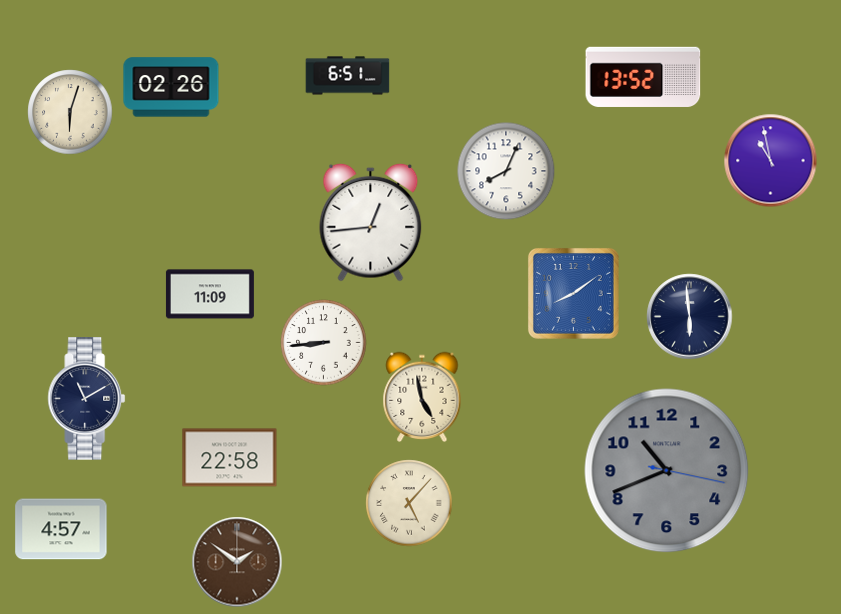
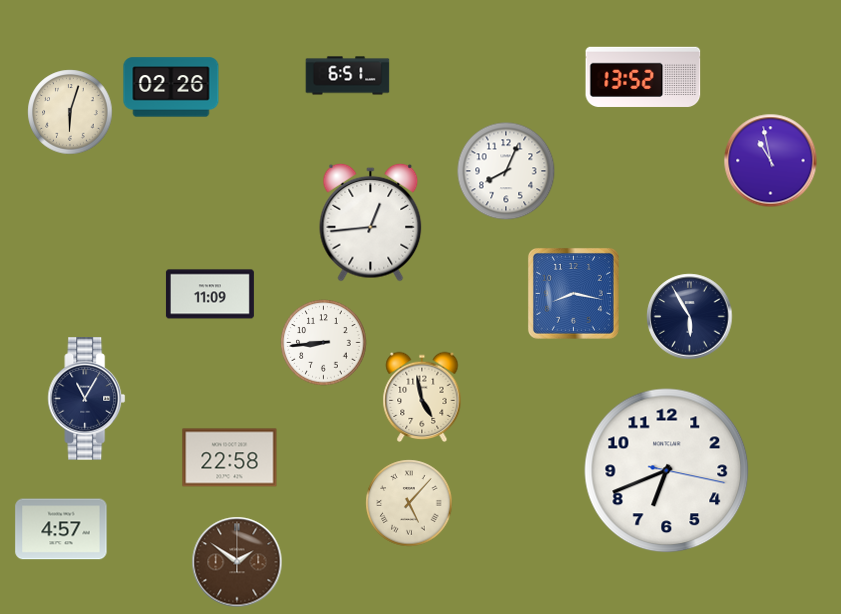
clock at (573, 293): 8:09 -> 8:17
clock at (690, 317): 5:59 -> 5:55
clock at (87, 399): 11:10 -> 11:05
clock at (667, 471): 10:41 -> 6:41
clock at (667, 471) dial: grey -> white
